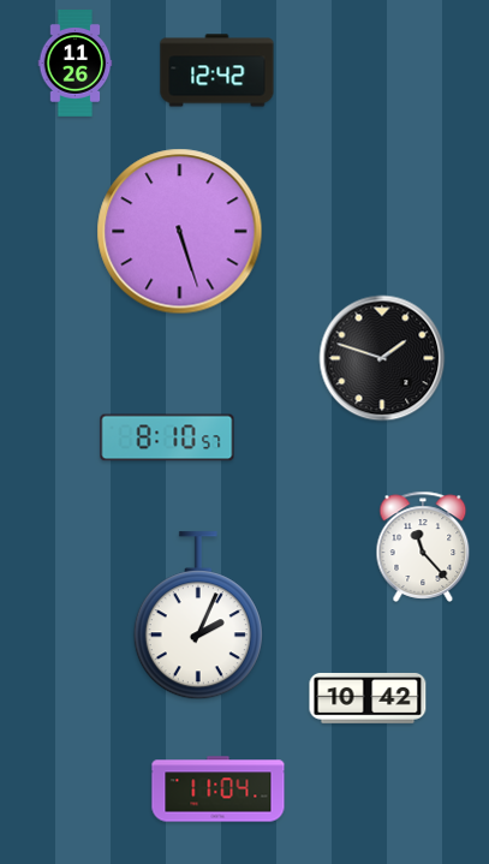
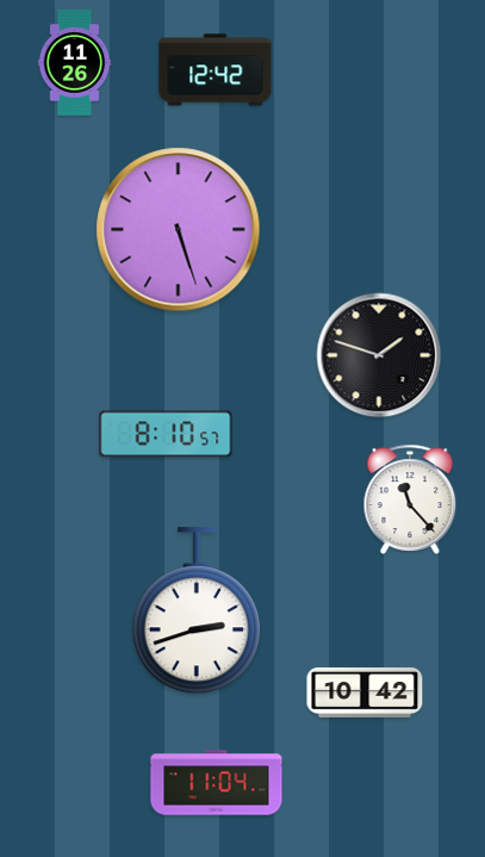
clock at (423, 547) position: (423, 547) -> (410, 499)
clock at (198, 616): 2:04 -> 2:42
